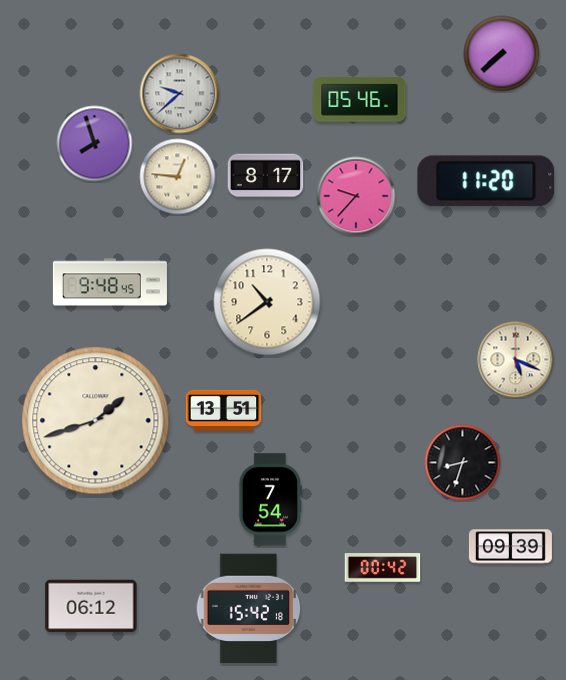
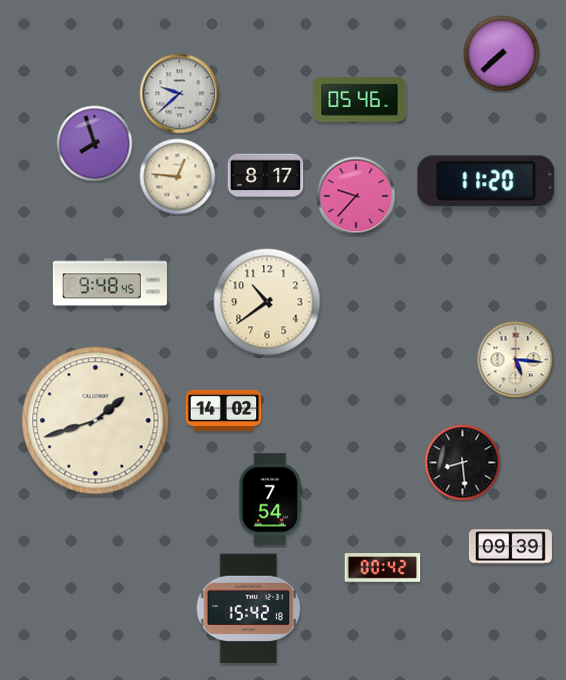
clock at (516, 360): 5:19 -> 5:16
clock at (224, 410): 13:51 -> 14:02
clock at (463, 463): 8:33 -> 8:29
clock at (91, 606): 06:12 -> none
